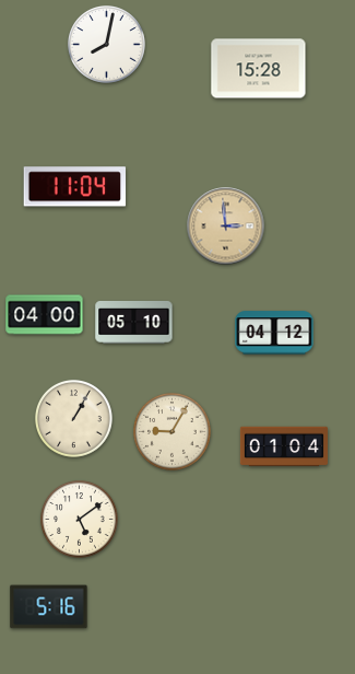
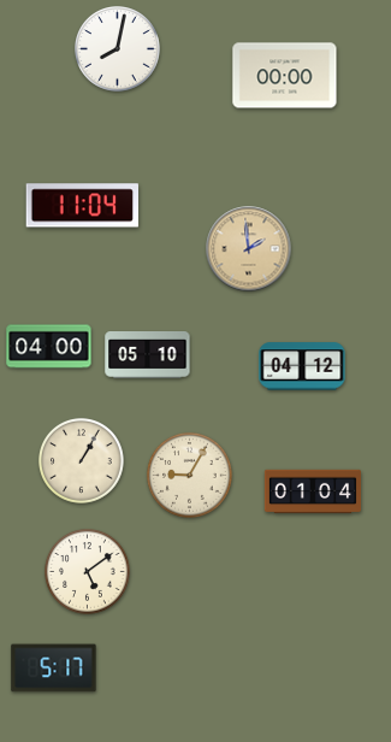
clock at (259, 69): 15:28 -> 00:00
clock at (226, 226): 2:59 -> 1:59
clock at (49, 607): 5:16 -> 5:17
